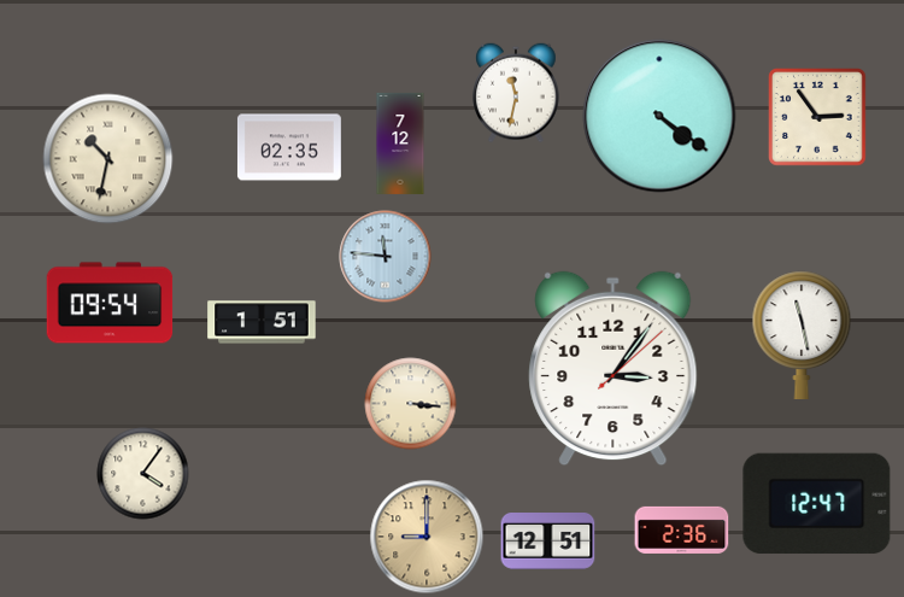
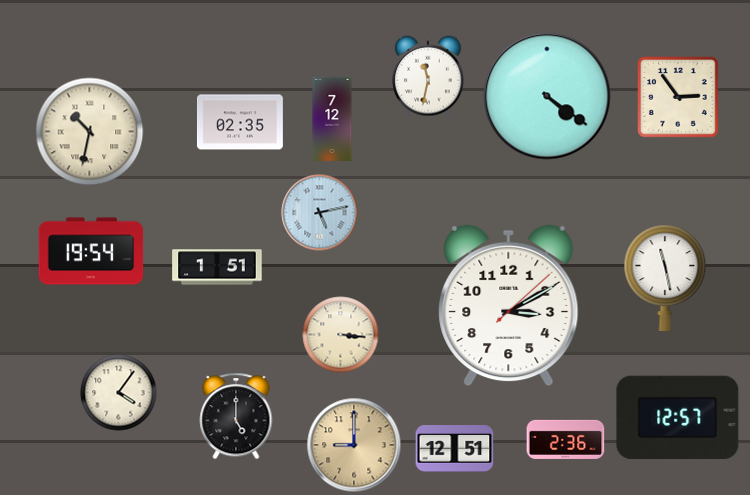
clock at (386, 257): 11:46 -> 5:13
clock at (110, 303): 09:54 -> 19:54
clock at (614, 369): 3:06 -> 3:10
clock at (236, 416): none -> 5:00
clock at (817, 504): 12:47 -> 12:57
